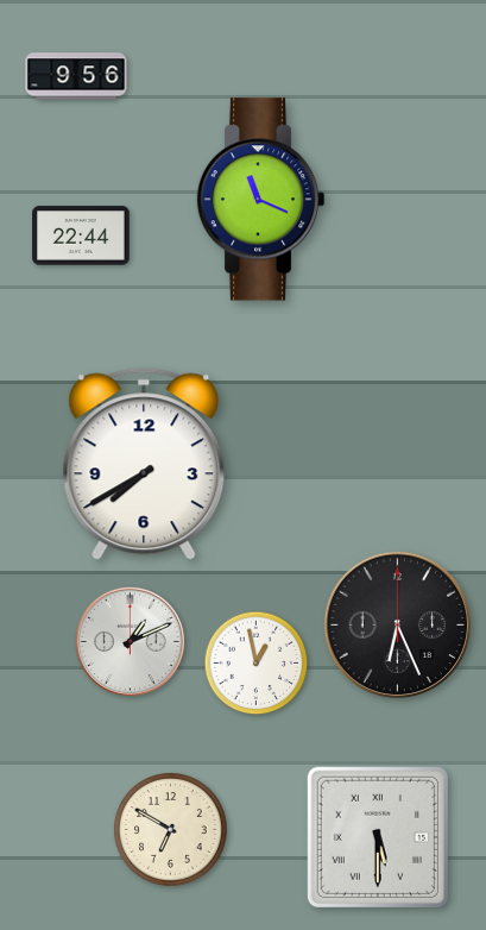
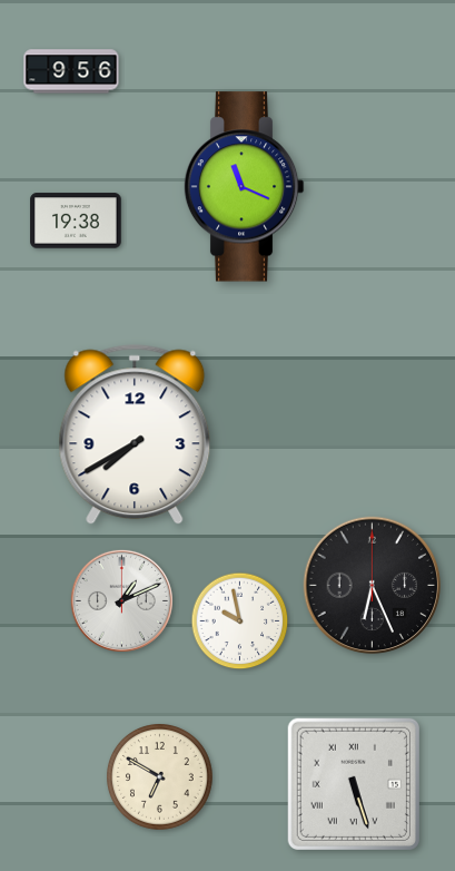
clock at (81, 235): 22:44 -> 19:38
clock at (257, 664): 12:58 -> 9:58
clock at (378, 837): 5:30 -> 5:27
